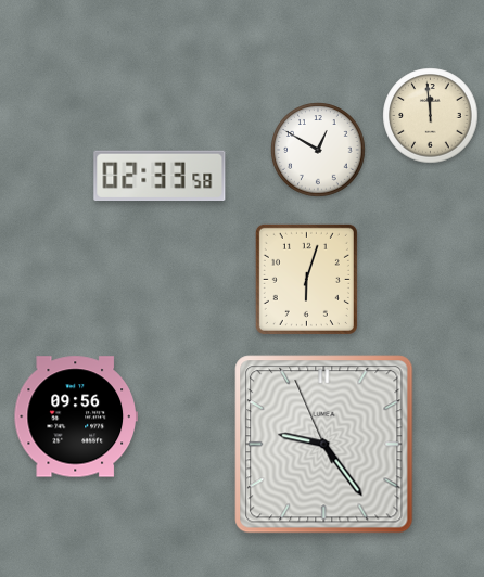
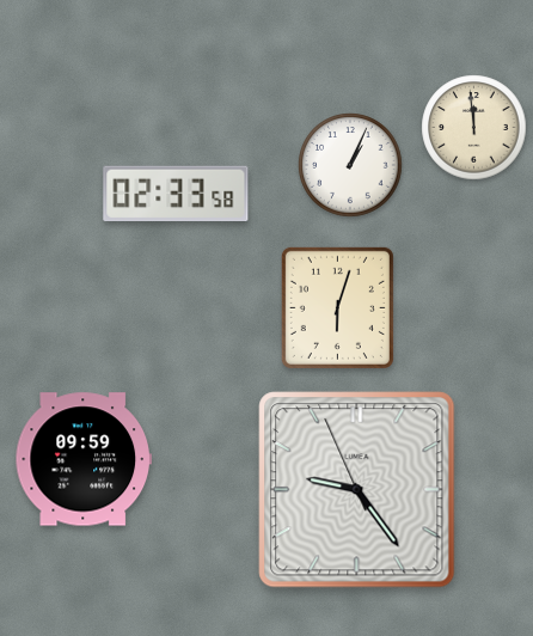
clock at (318, 150): 12:50 -> 1:04
clock at (76, 416): 09:56 -> 09:59
